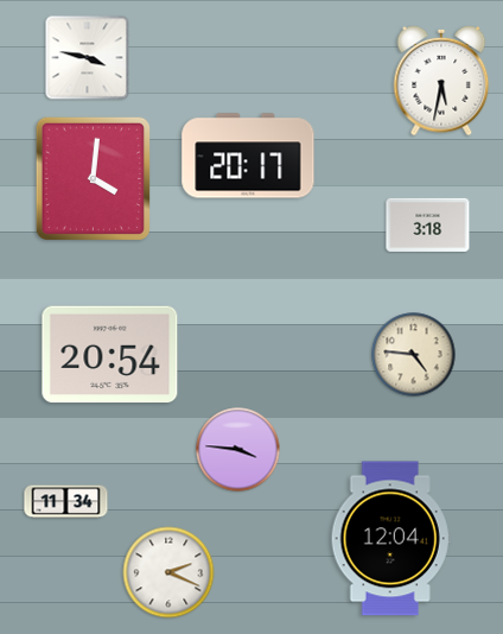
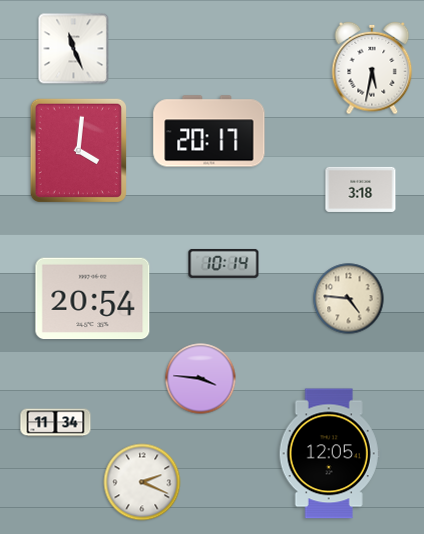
clock at (88, 58): 3:47 -> 11:26
clock at (224, 263): none -> 10:14
clock at (390, 539): 12:04 -> 12:05
